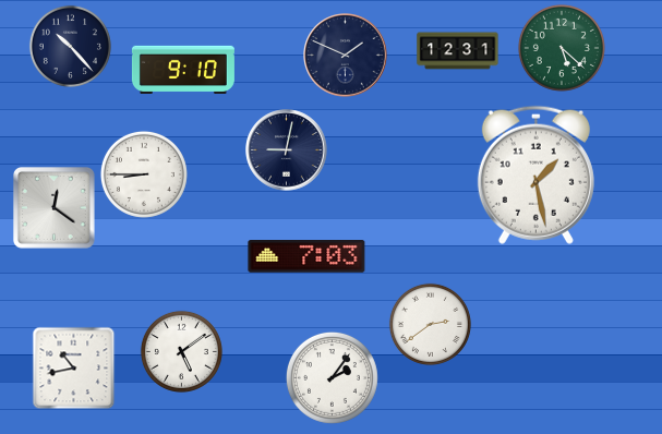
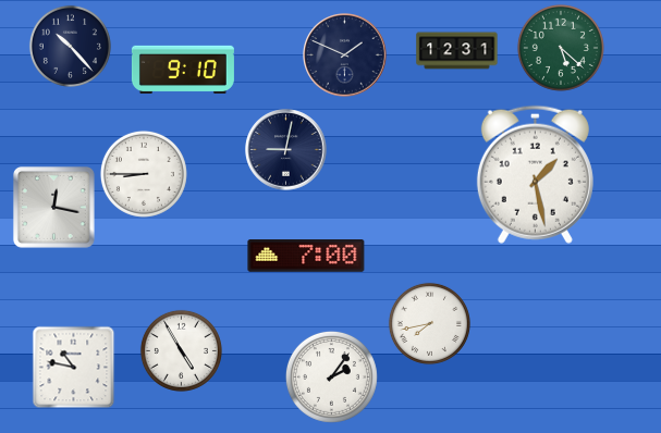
clock at (53, 207): 12:21 -> 12:17
clock at (306, 256): 7:03 -> 7:00
clock at (430, 324): 2:39 -> 7:43
clock at (181, 351): 5:09 -> 4:55
clock at (74, 369): 10:43 -> 10:47
